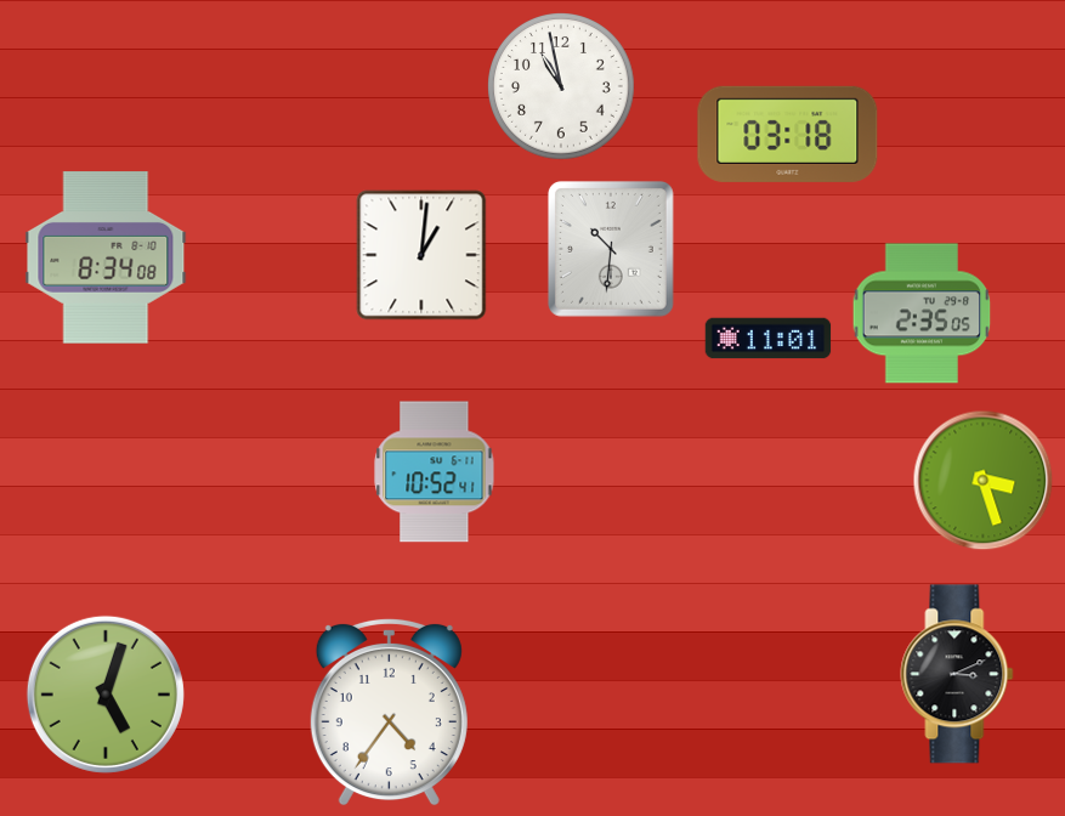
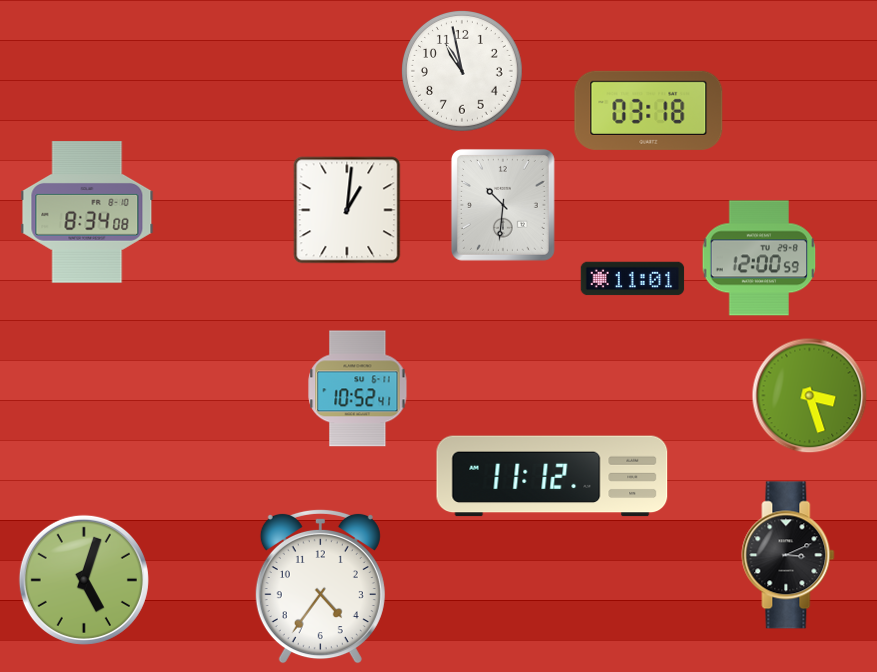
clock at (922, 313): 2:35 -> 12:00
clock at (552, 476): none -> 11:12
clock at (106, 695) position: (106, 695) -> (84, 580)
